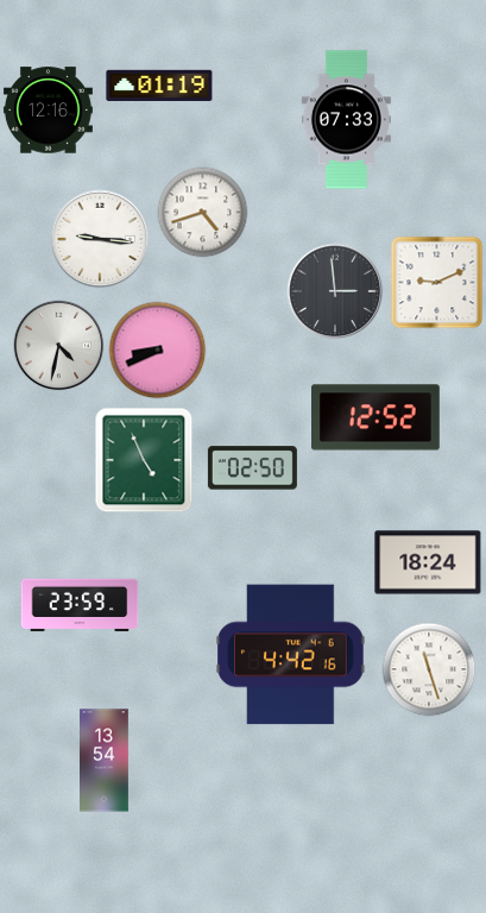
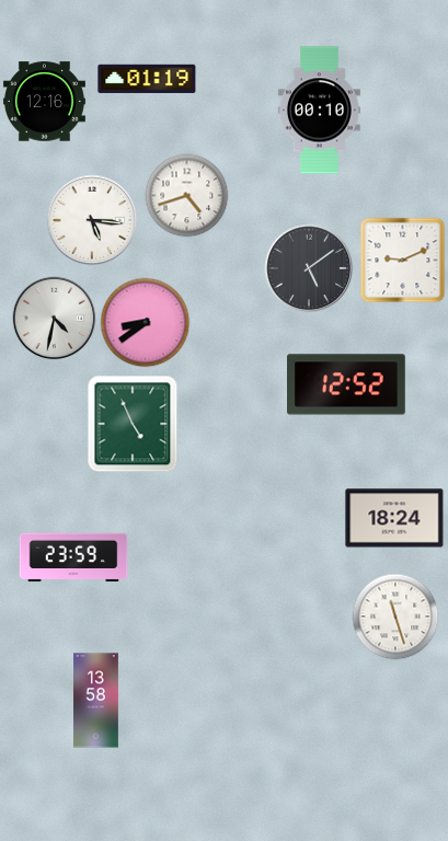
clock at (346, 120): 07:33 -> 00:10
clock at (100, 239): 9:16 -> 5:16
clock at (335, 291): 2:59 -> 5:09
clock at (158, 351): 8:41 -> 8:39
clock at (252, 468): 02:50 -> none
clock at (291, 655): 4:42 -> none
clock at (105, 761): 13:54 -> 13:58
